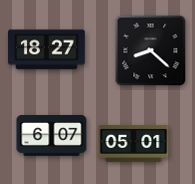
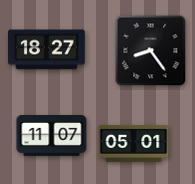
clock at (151, 51): 8:22 -> 8:24
clock at (52, 136): 6:07 -> 11:07
